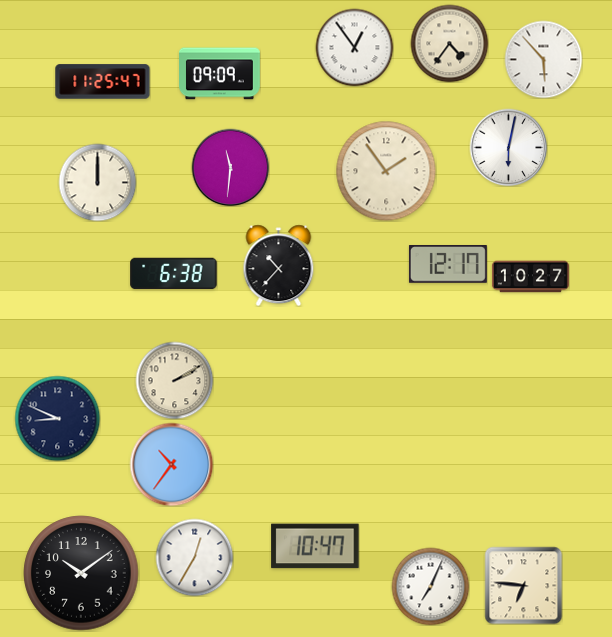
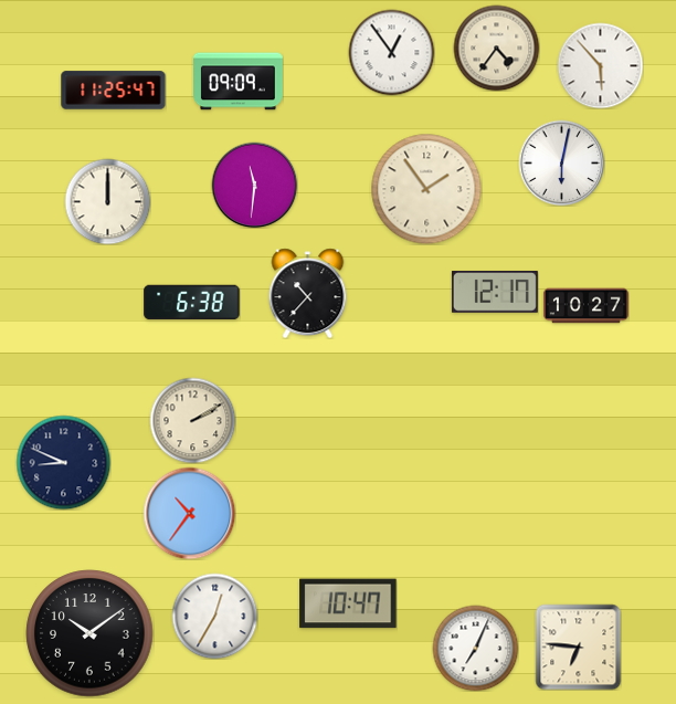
clock at (220, 74) position: (220, 74) -> (239, 82)
